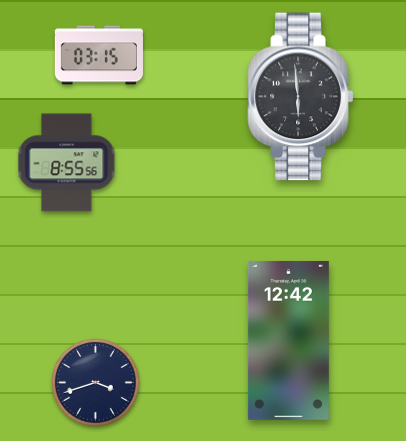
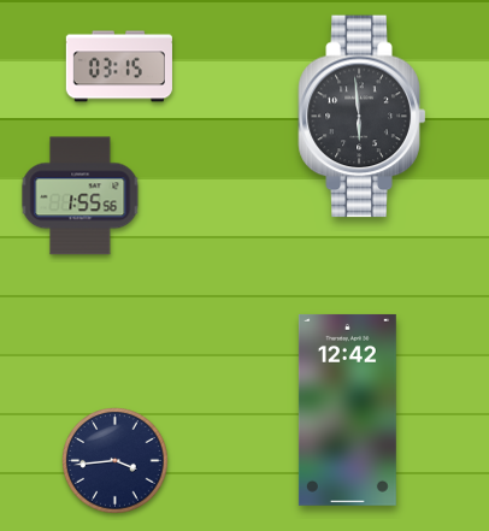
clock at (67, 163): 8:55 -> 1:55
clock at (96, 383): 3:42 -> 3:44
